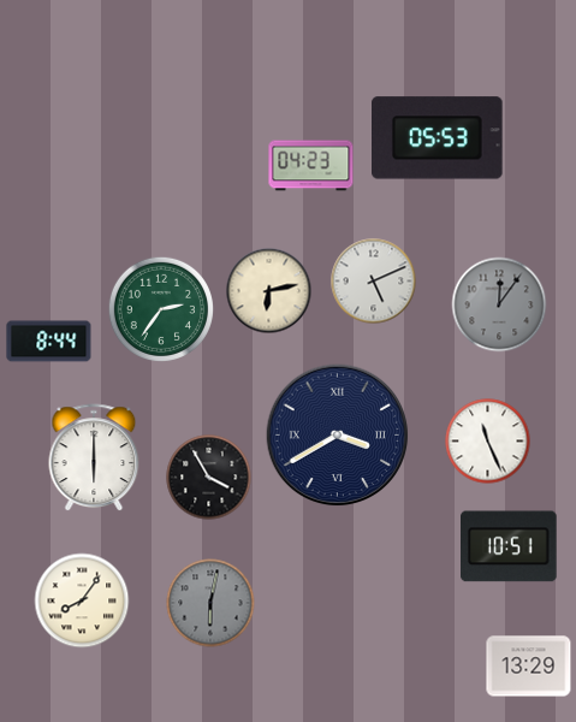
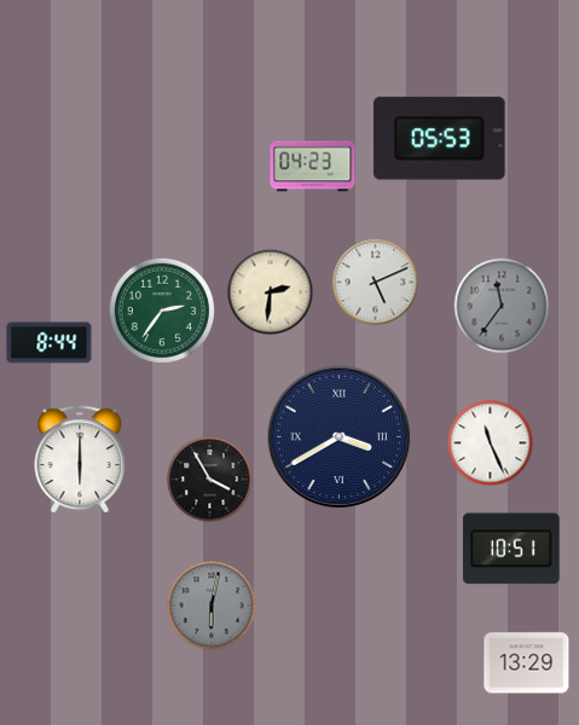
clock at (269, 291): 6:13 -> 2:31
clock at (499, 304): 12:06 -> 11:36
clock at (94, 458) position: (94, 458) -> (80, 460)
clock at (82, 600): 8:06 -> none
clock at (529, 667) position: (529, 667) -> (527, 663)
